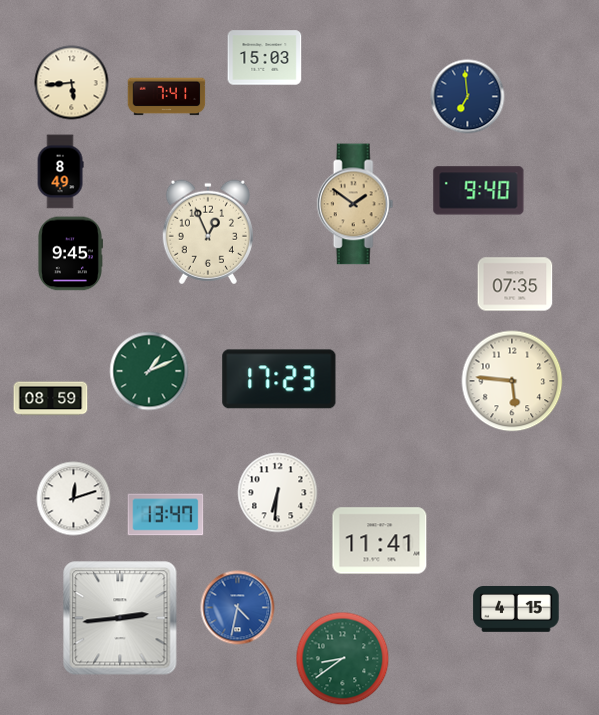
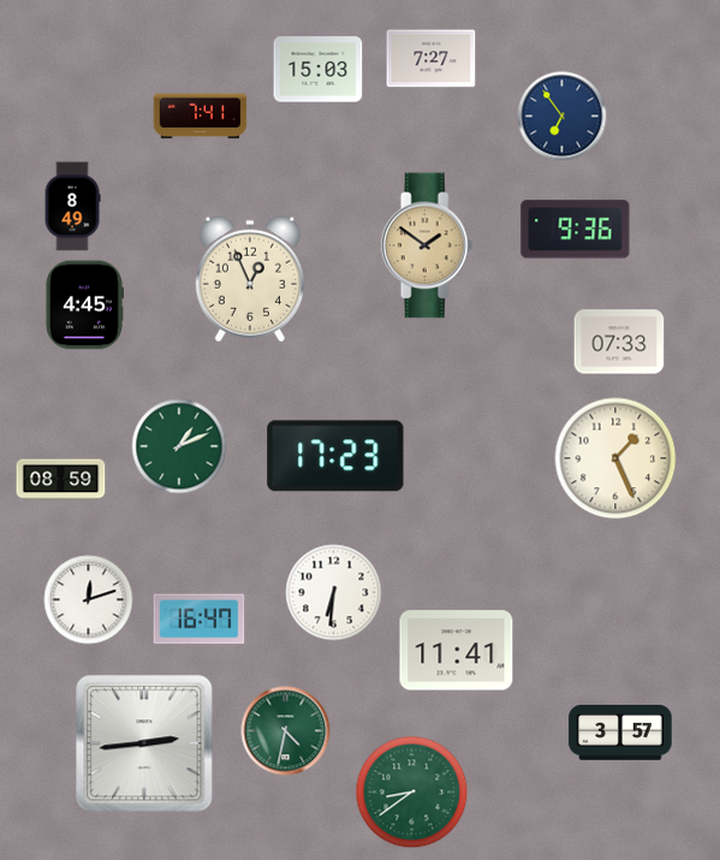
clock at (432, 59): none -> 7:27
clock at (72, 83): 5:44 -> none
clock at (468, 97): 6:59 -> 6:54
clock at (479, 191): 9:40 -> 9:36
clock at (70, 254): 9:45 -> 4:45
clock at (515, 284): 07:35 -> 07:33
clock at (512, 381): 5:46 -> 1:26
clock at (166, 515): 13:47 -> 16:47
clock at (238, 608) dial: blue -> green
clock at (516, 610): 4:15 -> 3:57
